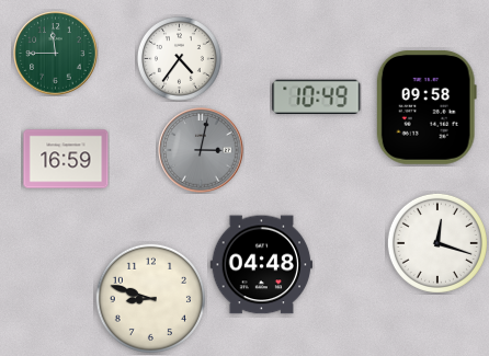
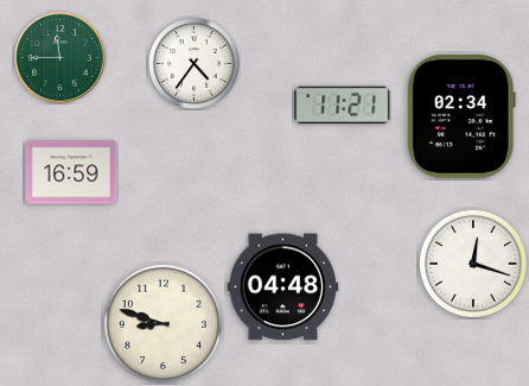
clock at (317, 96): 10:49 -> 11:21
clock at (427, 108): 09:58 -> 02:34
clock at (201, 150): 3:02 -> none
